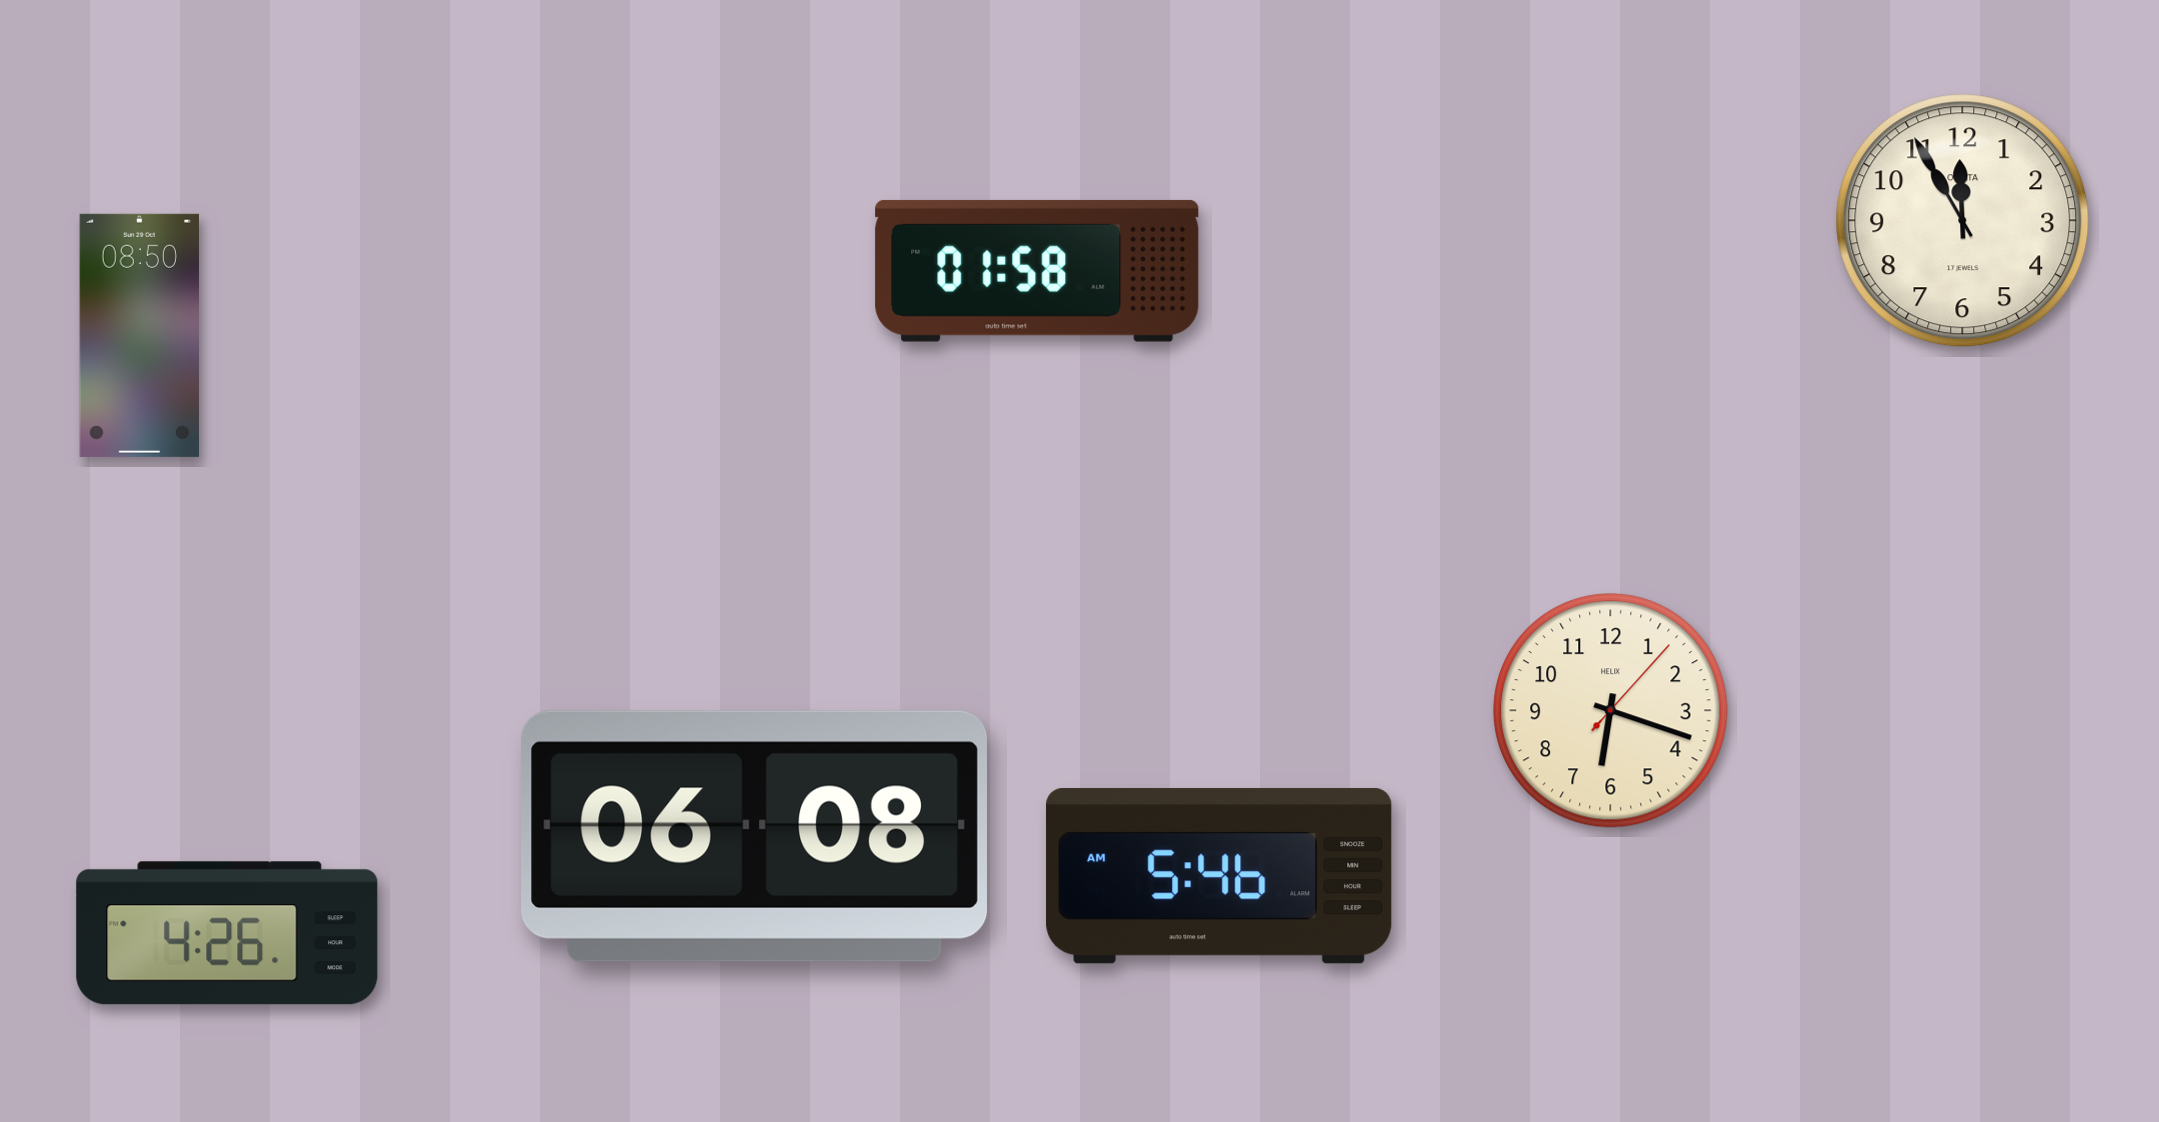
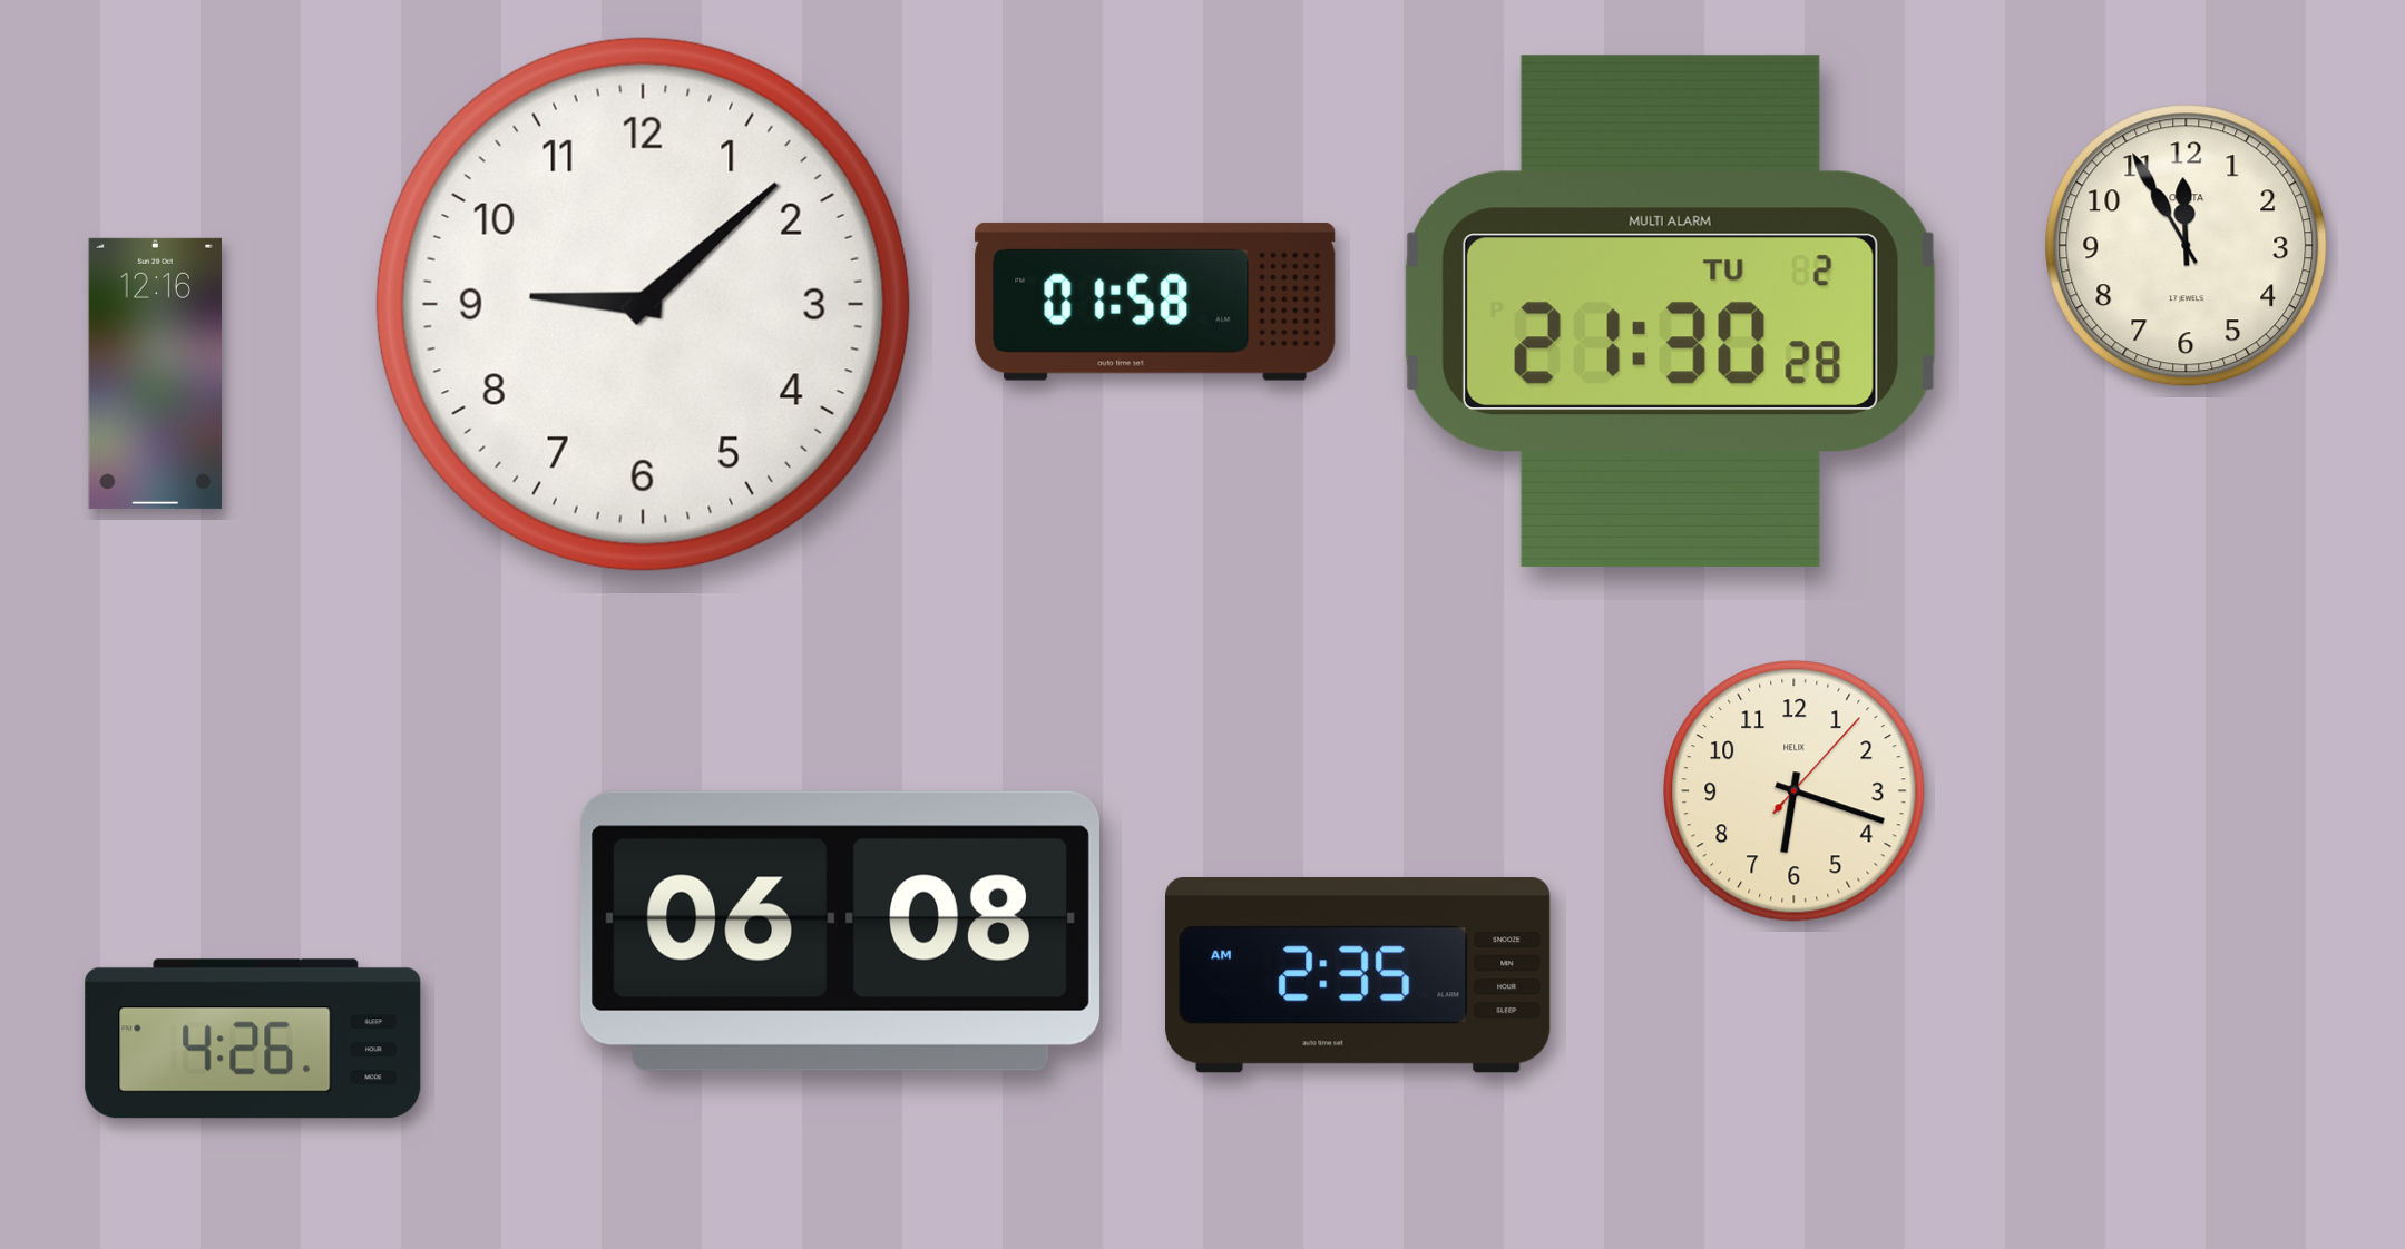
clock at (643, 304): none -> 9:08
clock at (1670, 311): none -> 21:30
clock at (139, 335): 08:50 -> 12:16
clock at (1219, 876): 5:46 -> 2:35
